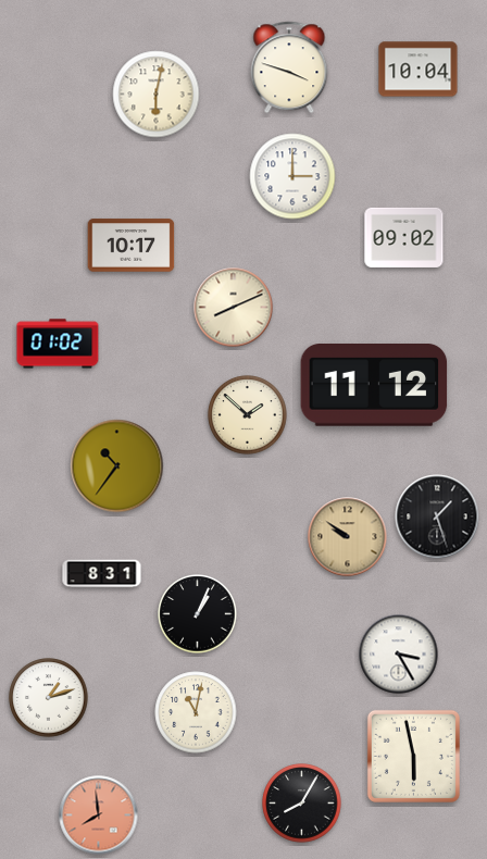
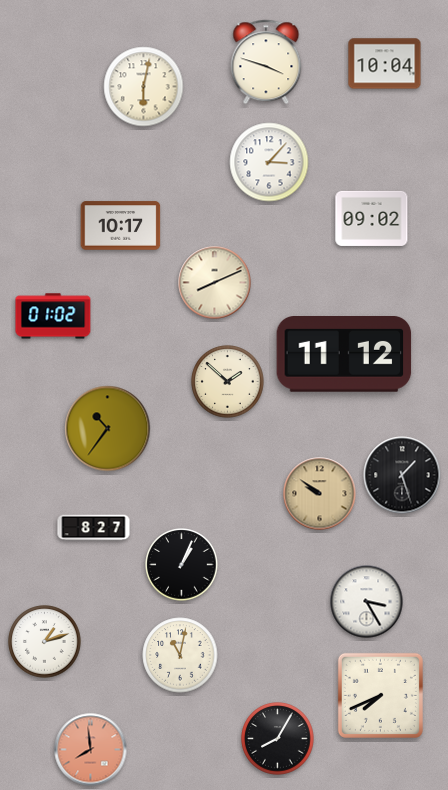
clock at (292, 176): 3:00 -> 3:07
clock at (102, 574): 8:31 -> 8:27
clock at (413, 756): 5:58 -> 7:41
